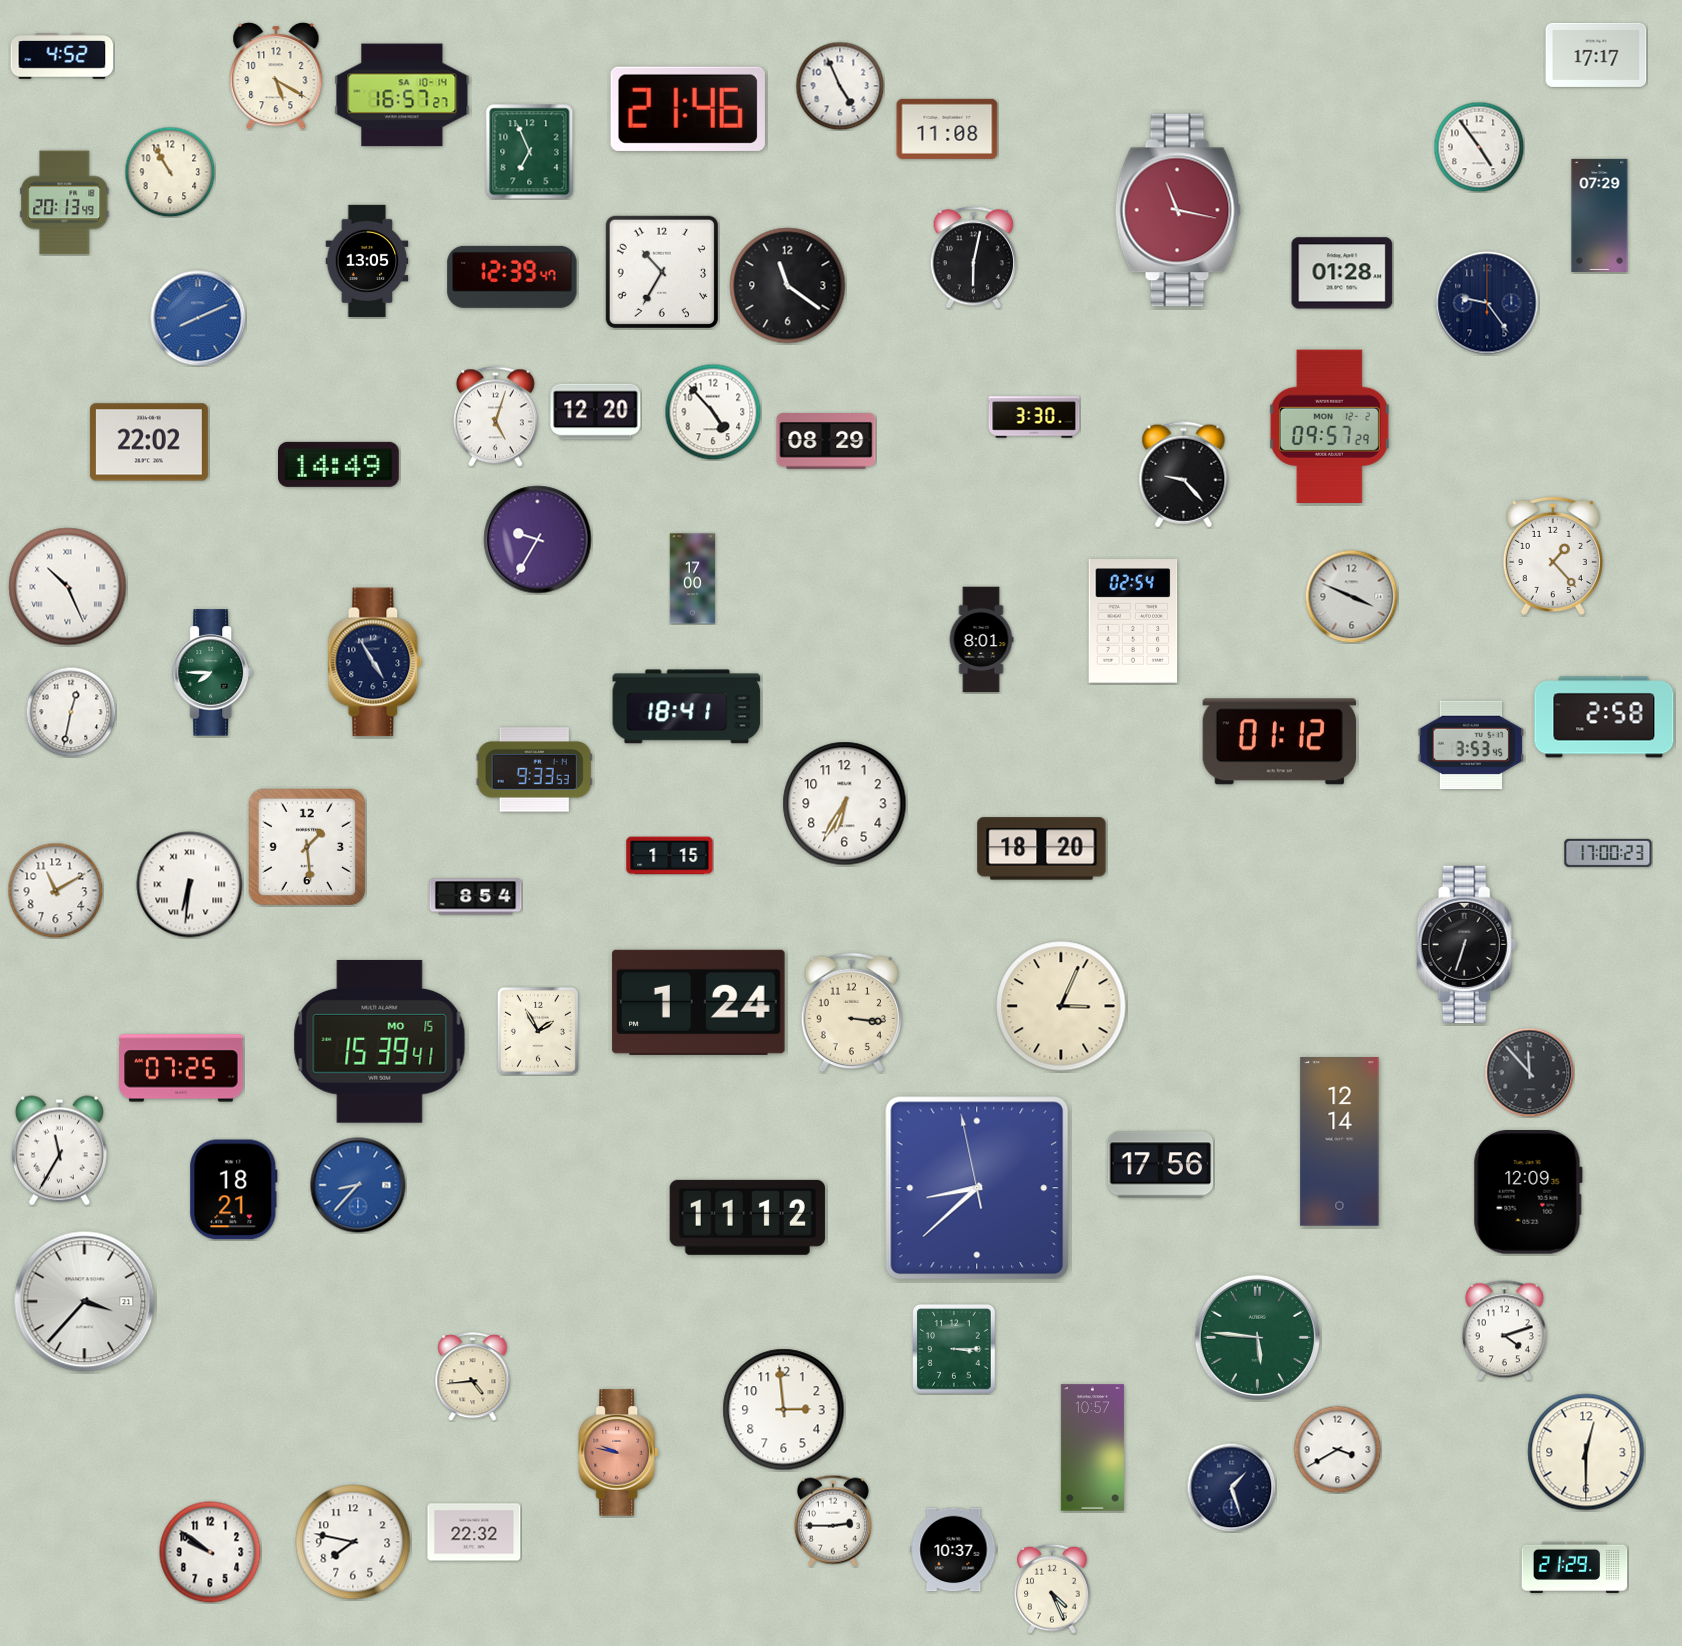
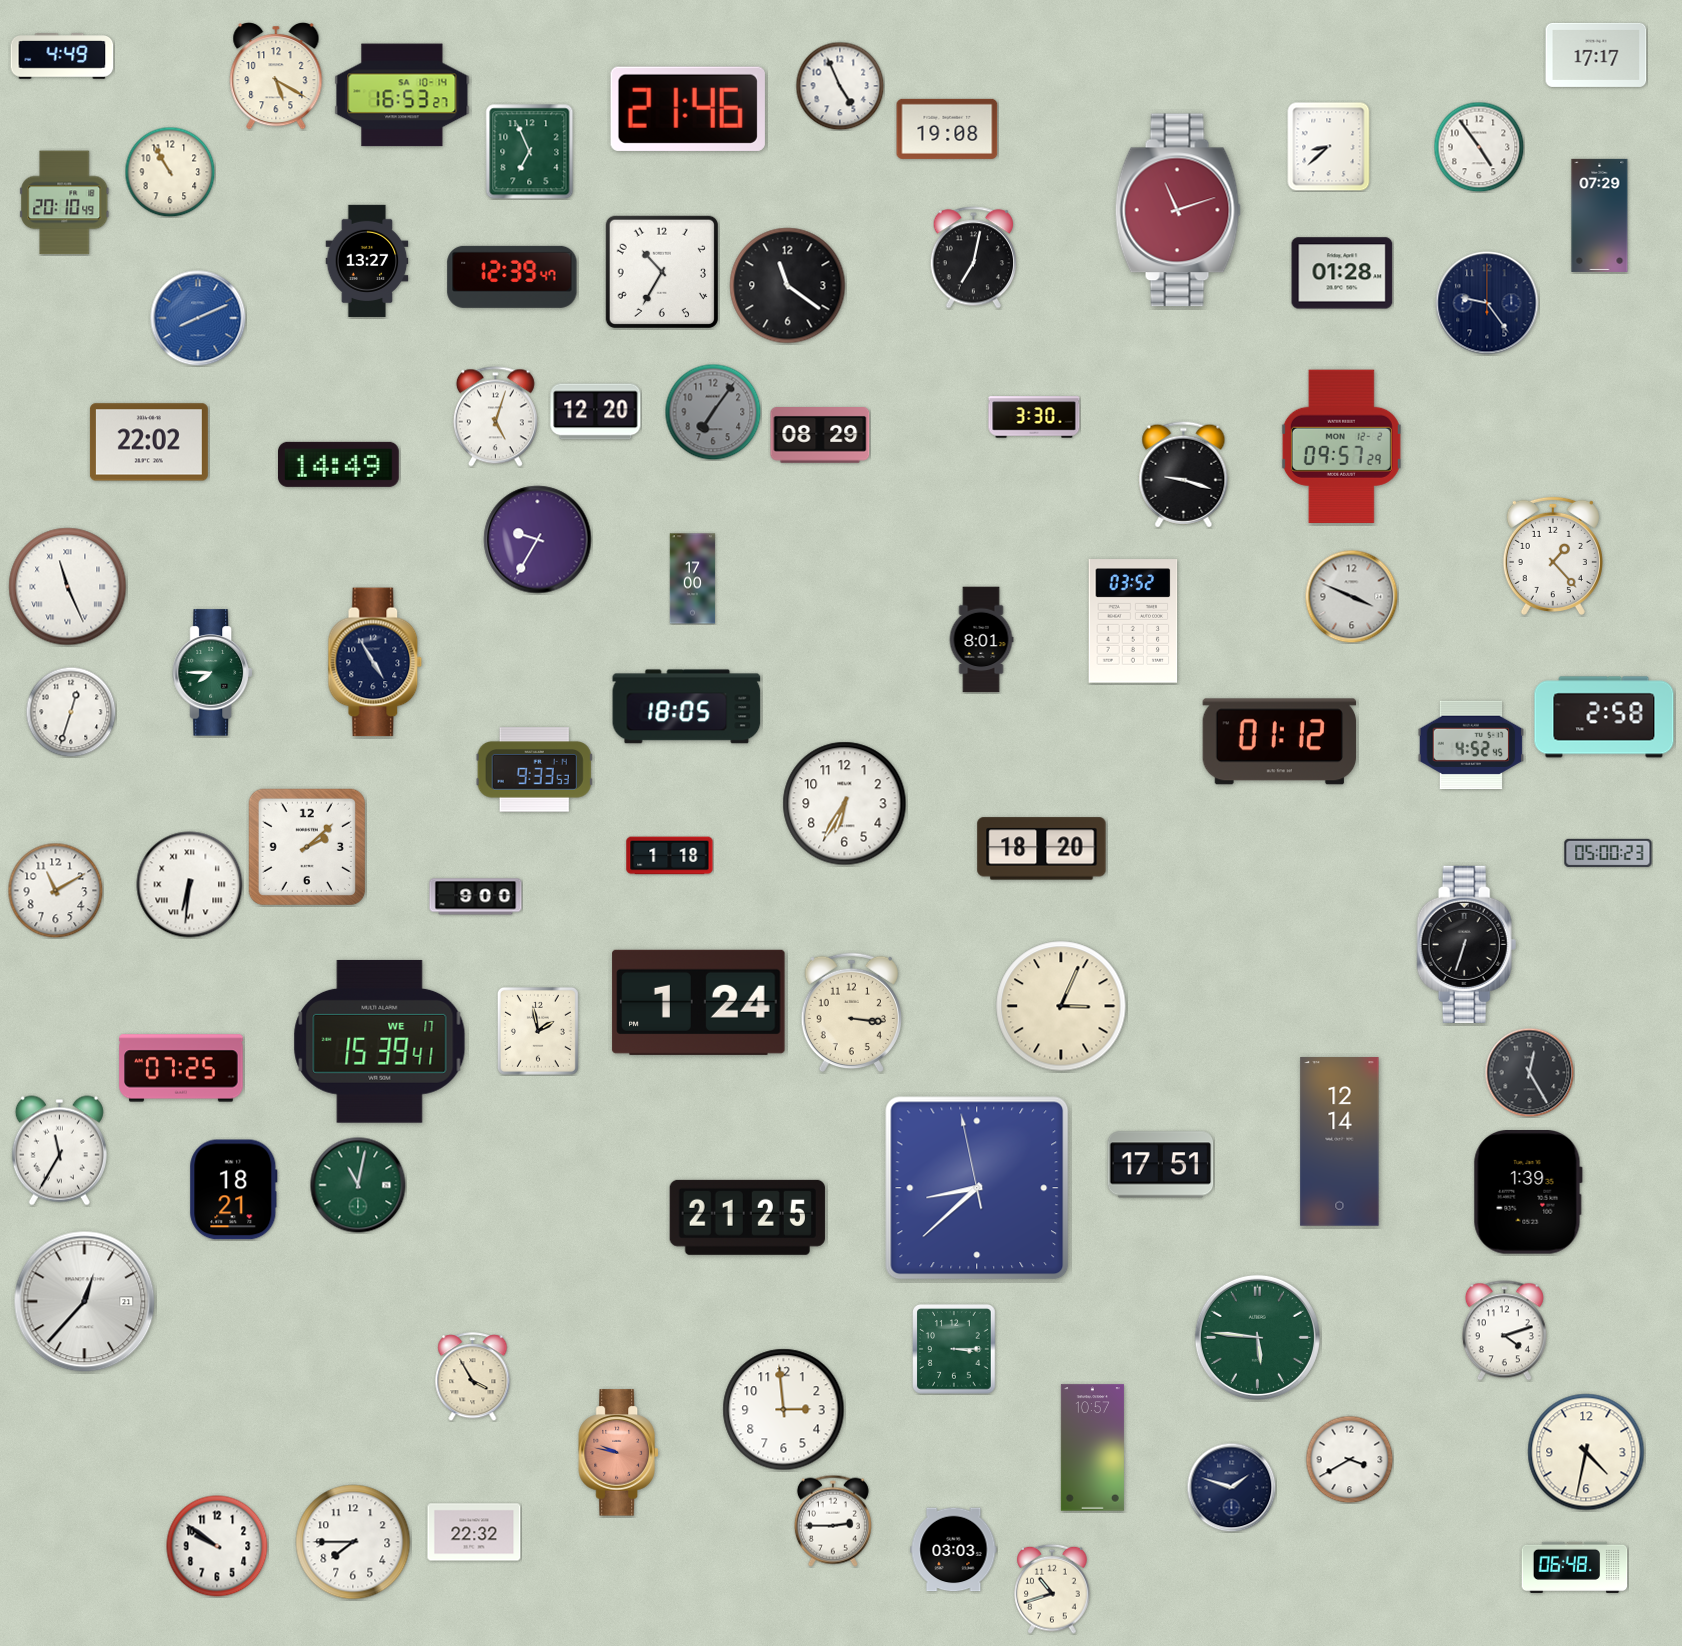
clock at (62, 57): 4:52 -> 4:49
clock at (402, 95): 16:57 -> 16:53
clock at (947, 129): 11:08 -> 19:08
clock at (1329, 146): none -> 8:38
clock at (65, 203): 20:13 -> 20:10
clock at (1178, 210): 11:17 -> 11:12
clock at (973, 258): 6:02 -> 7:02
clock at (367, 261): 13:05 -> 13:27
clock at (713, 412): 4:53 -> 7:06
clock at (713, 412) dial: white -> grey
clock at (1329, 426) position: (1329, 426) -> (1341, 446)
clock at (826, 442) position: (826, 442) -> (820, 436)
clock at (1184, 475): 9:23 -> 9:18
clock at (68, 587): 10:26 -> 11:26
clock at (1133, 621): 02:54 -> 03:52
clock at (687, 707): 18:41 -> 18:05
clock at (71, 712): 12:32 -> 12:33
clock at (1471, 745): 3:53 -> 4:52
clock at (307, 847): 1:29 -> 2:08
clock at (1608, 853): 17:00 -> 05:00
clock at (670, 856): 1:15 -> 1:18
clock at (476, 897): 8:54 -> 9:00
clock at (538, 1031): 1:55 -> 1:58
clock at (380, 1041) date: MO 15 -> WE 17
clock at (1529, 1072): 11:53 -> 12:25
clock at (1161, 1165): 17:56 -> 17:51
clock at (358, 1185): 8:37 -> 11:02
clock at (358, 1185) dial: blue -> green
clock at (1528, 1193): 12:09 -> 1:39
clock at (747, 1217): 11:12 -> 21:25
clock at (85, 1302): 3:37 -> 12:37
clock at (473, 1377): 4:44 -> 3:55
clock at (1337, 1449) position: (1337, 1449) -> (1349, 1459)
clock at (1586, 1452): 12:30 -> 4:32
clock at (1231, 1487): 1:27 -> 1:48
clock at (353, 1542): 7:47 -> 7:45
clock at (954, 1550): 10:37 -> 03:03
clock at (210, 1552) position: (210, 1552) -> (217, 1546)
clock at (1575, 1567): 21:29 -> 06:48
clock at (1052, 1589): 4:26 -> 10:42
